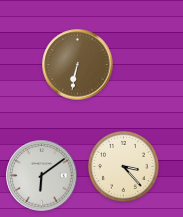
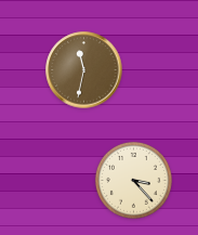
clock at (78, 65): 6:32 -> 11:32
clock at (42, 176): 6:09 -> none
